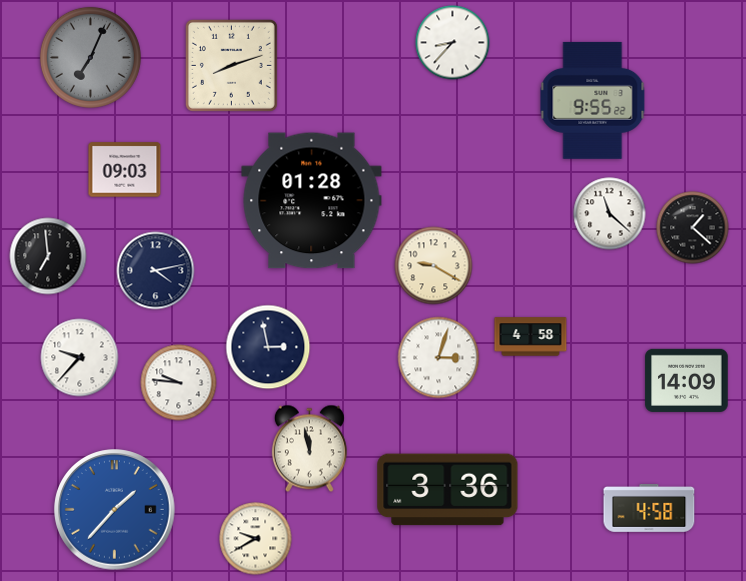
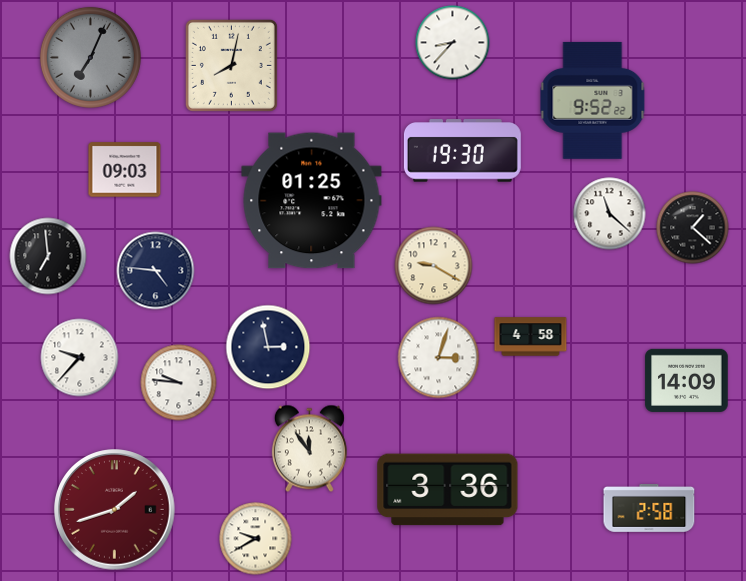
clock at (231, 65): 8:12 -> 8:02
clock at (593, 100): 9:55 -> 9:52
clock at (462, 151): none -> 19:30
clock at (312, 201): 01:28 -> 01:25
clock at (156, 271): 4:13 -> 4:46
clock at (309, 449): 11:58 -> 11:54
clock at (649, 508): 4:58 -> 2:58
clock at (115, 510): 1:37 -> 1:42
clock at (115, 510) dial: blue -> burgundy
